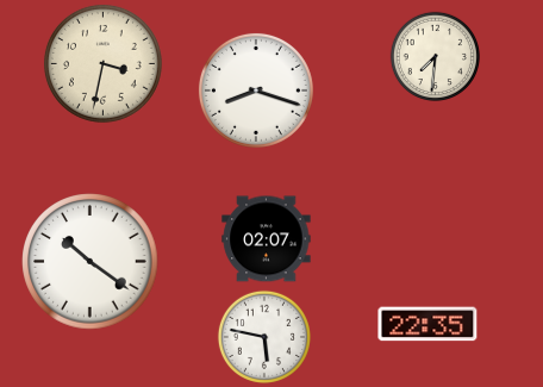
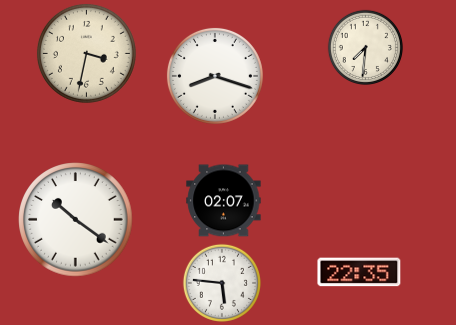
clock at (264, 337): 5:47 -> 5:46
